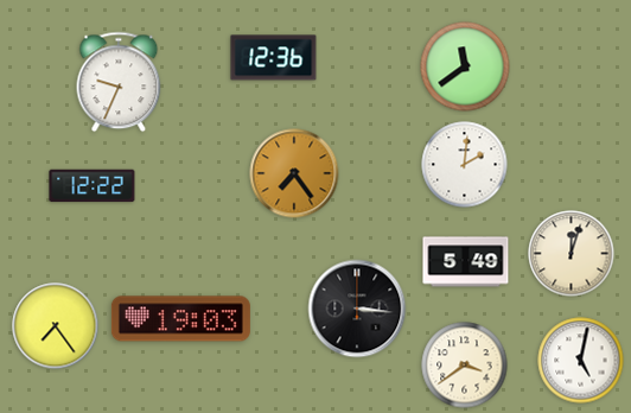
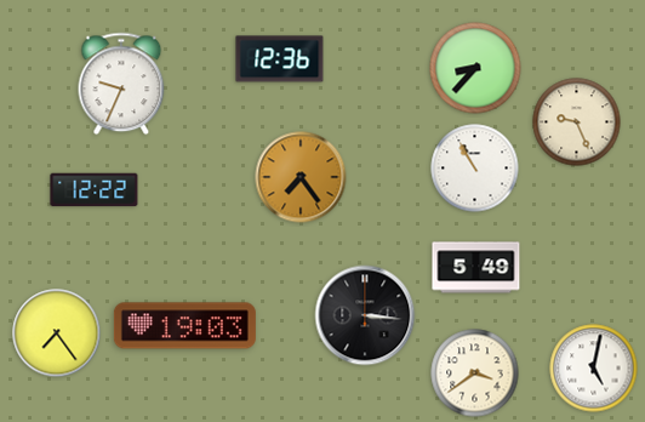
clock at (465, 66): 11:39 -> 8:37
clock at (577, 122): none -> 9:26
clock at (465, 165): 2:01 -> 10:55
clock at (572, 254): 12:03 -> none
